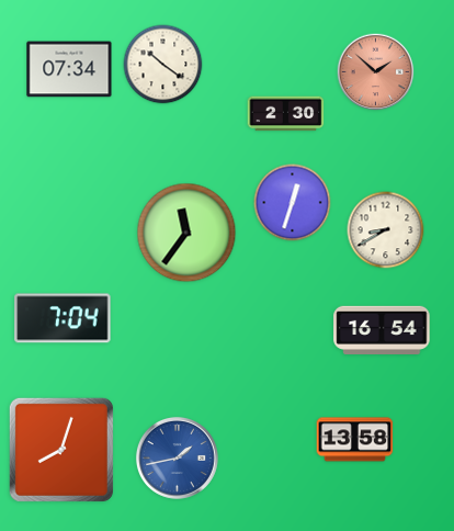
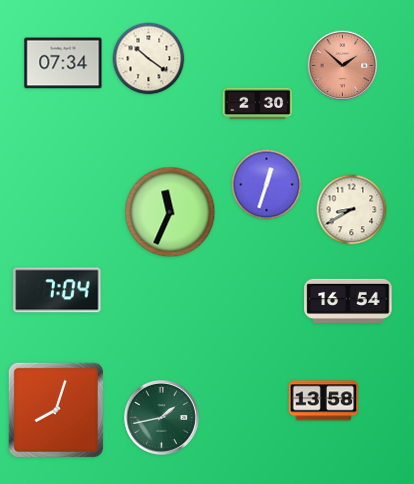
clock at (286, 114) position: (286, 114) -> (258, 104)
clock at (186, 233): 11:36 -> 11:34
clock at (177, 457) dial: blue -> green
